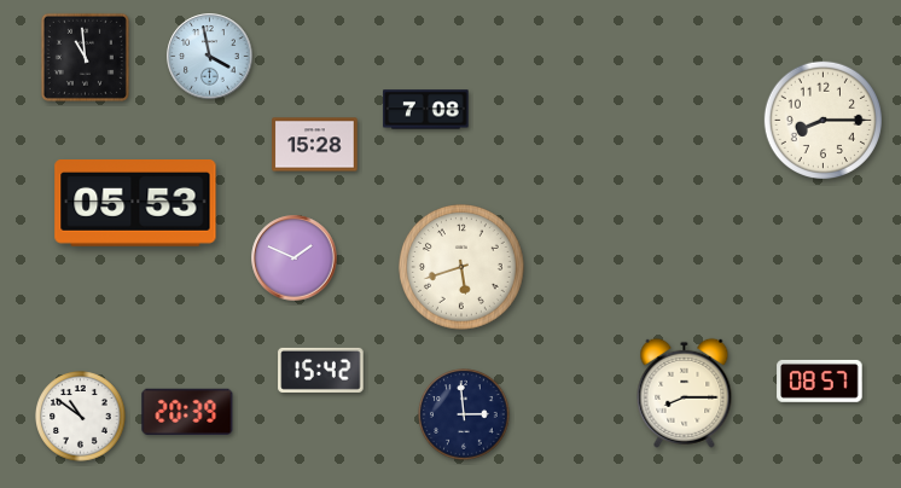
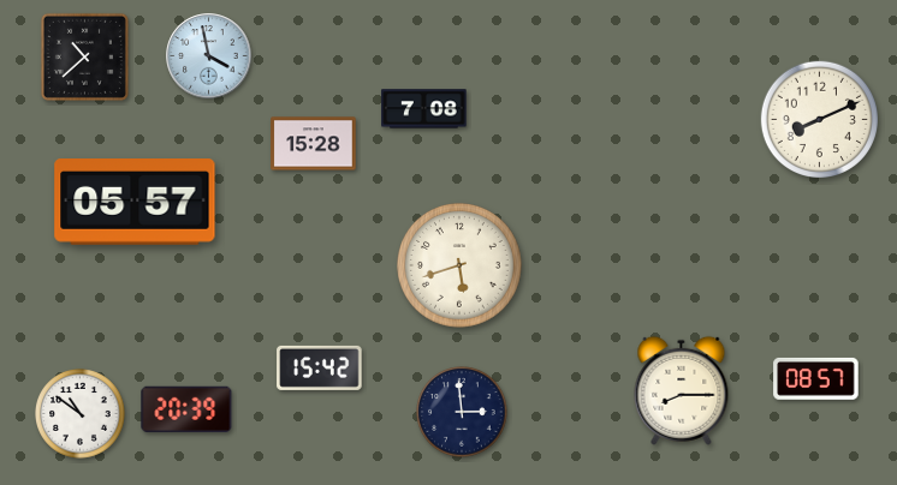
clock at (85, 57): 10:59 -> 10:38
clock at (822, 120): 8:15 -> 8:11
clock at (135, 204): 05:53 -> 05:57
clock at (295, 258): 1:49 -> none
